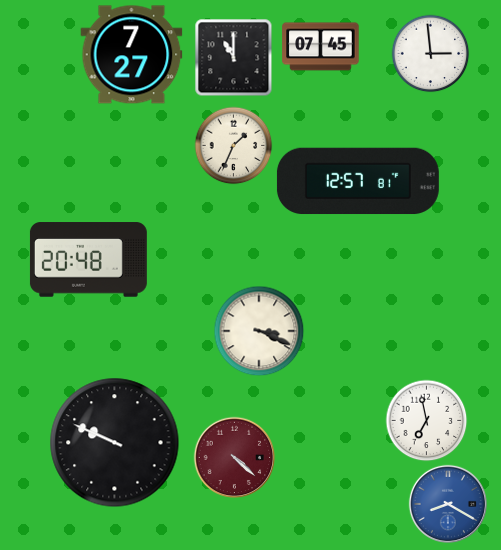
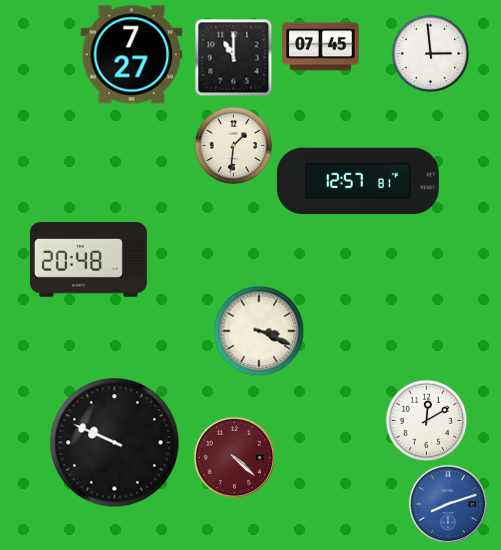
clock at (233, 145): 1:34 -> 1:31
clock at (426, 420): 6:58 -> 12:10
clock at (447, 503): 8:20 -> 8:12
